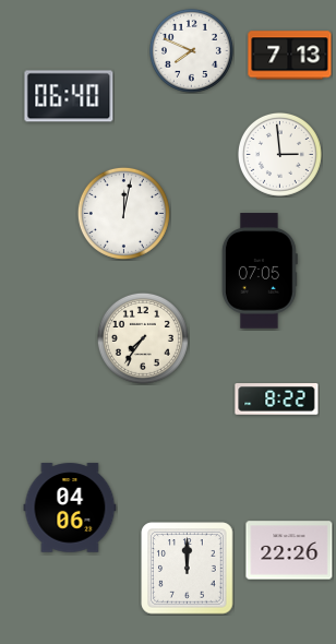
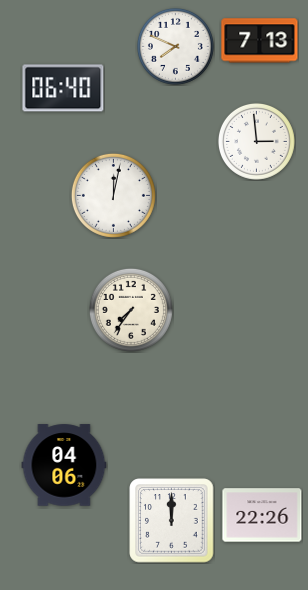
clock at (290, 56) position: (290, 56) -> (260, 41)
clock at (260, 271): 07:05 -> none
clock at (277, 399): 8:22 -> none
clock at (289, 550) position: (289, 550) -> (262, 515)
